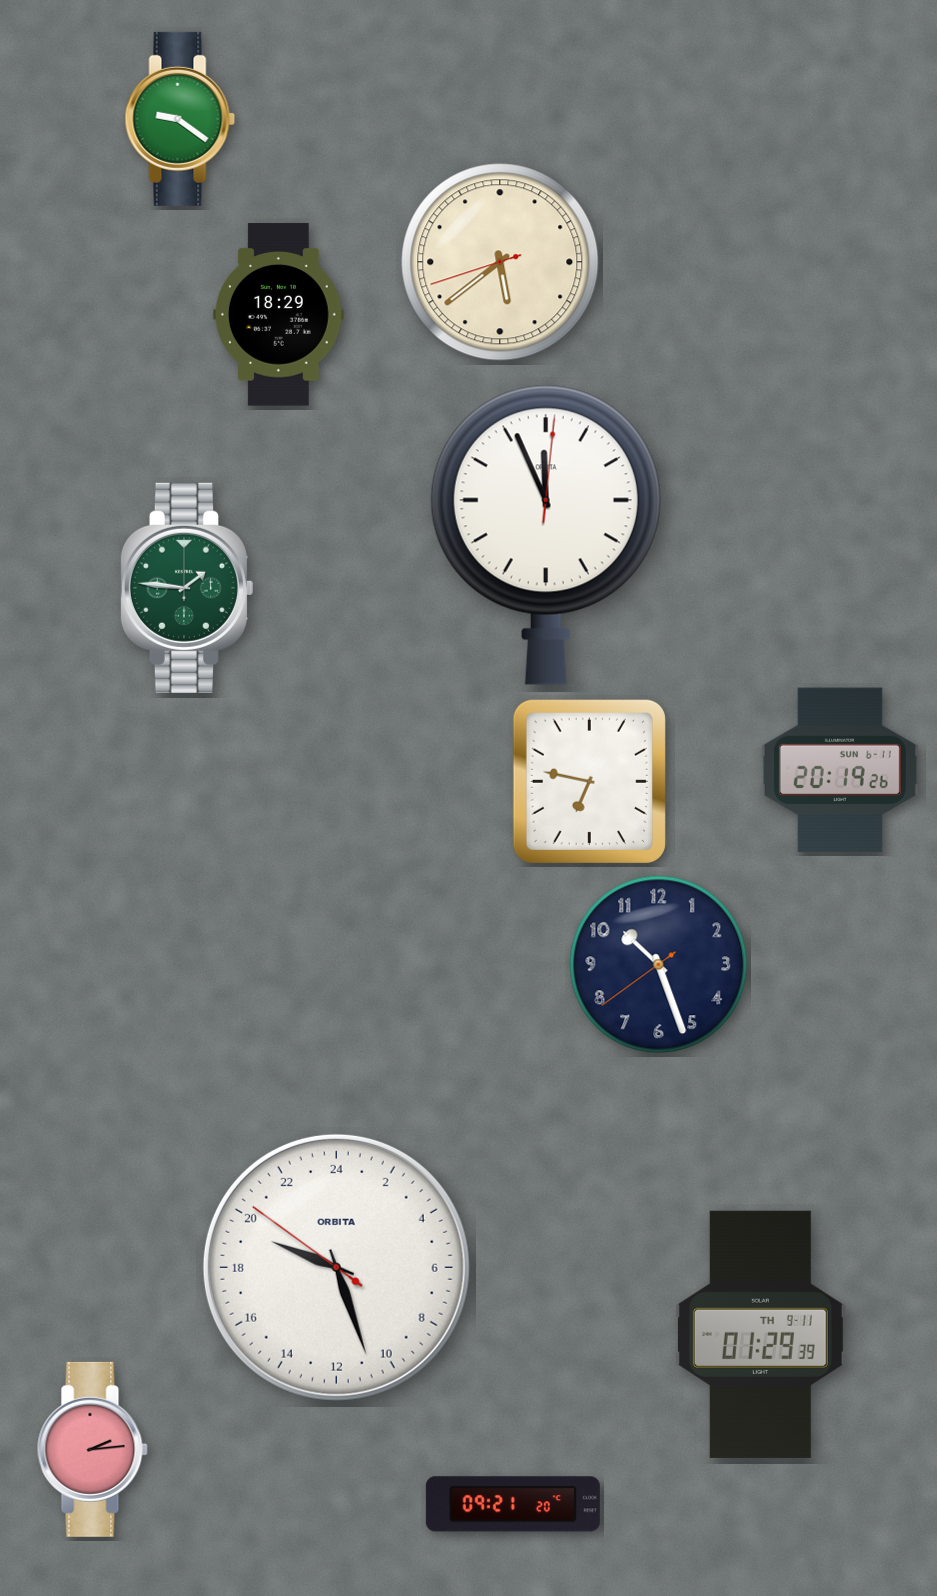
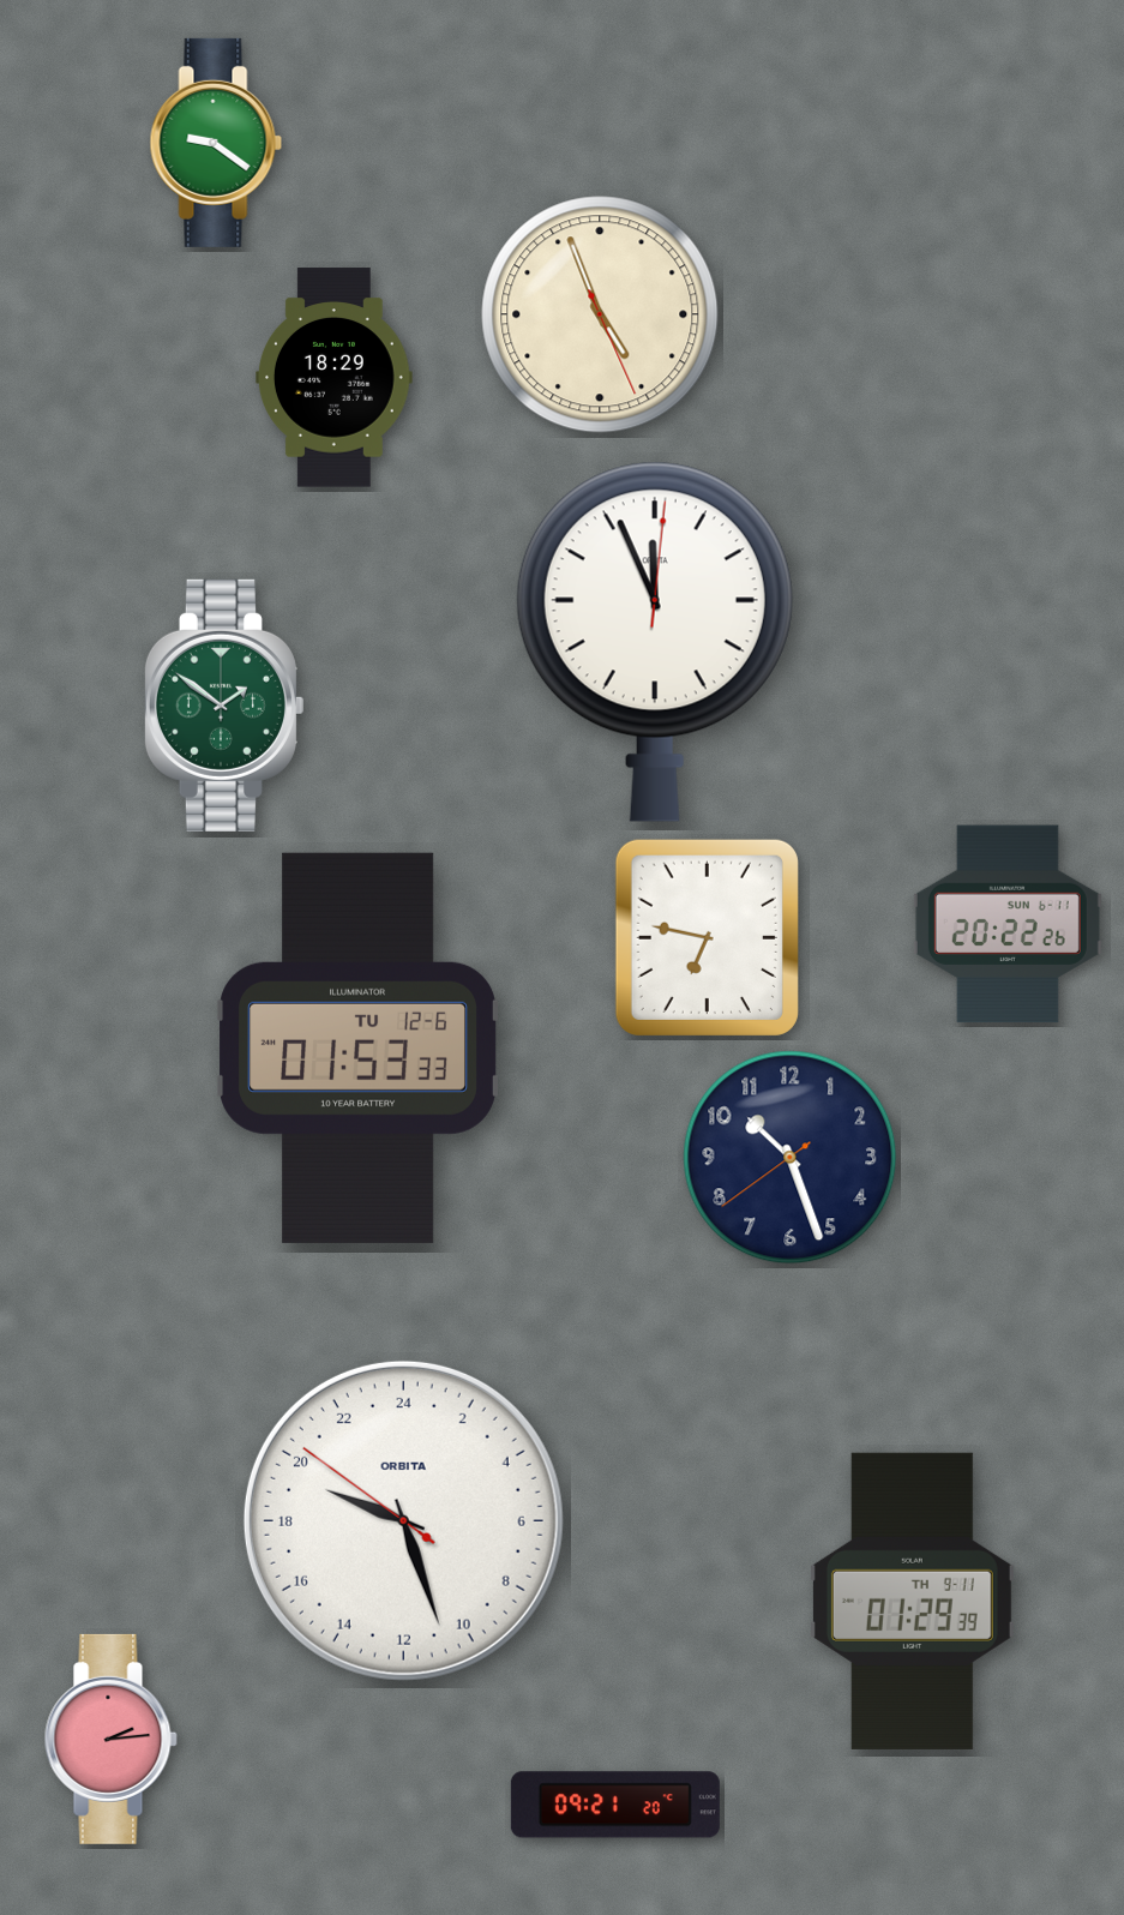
clock at (500, 262): 5:38 -> 4:56
clock at (186, 588): 1:46 -> 1:51
clock at (840, 770): 20:19 -> 20:22
clock at (359, 1047): none -> 01:53
